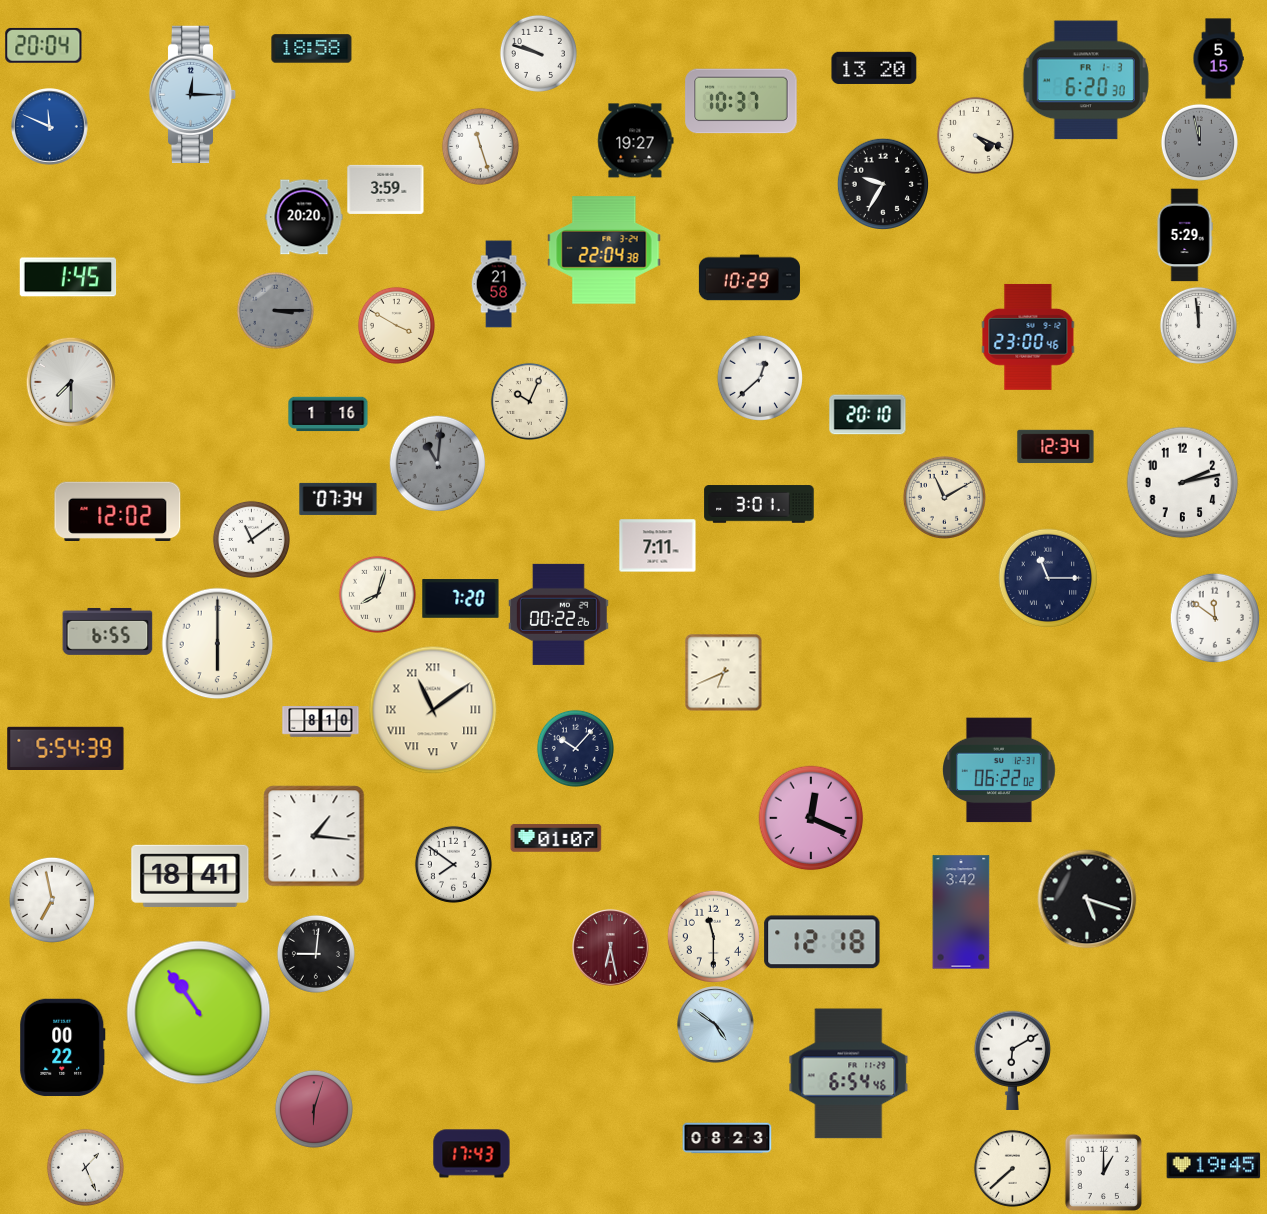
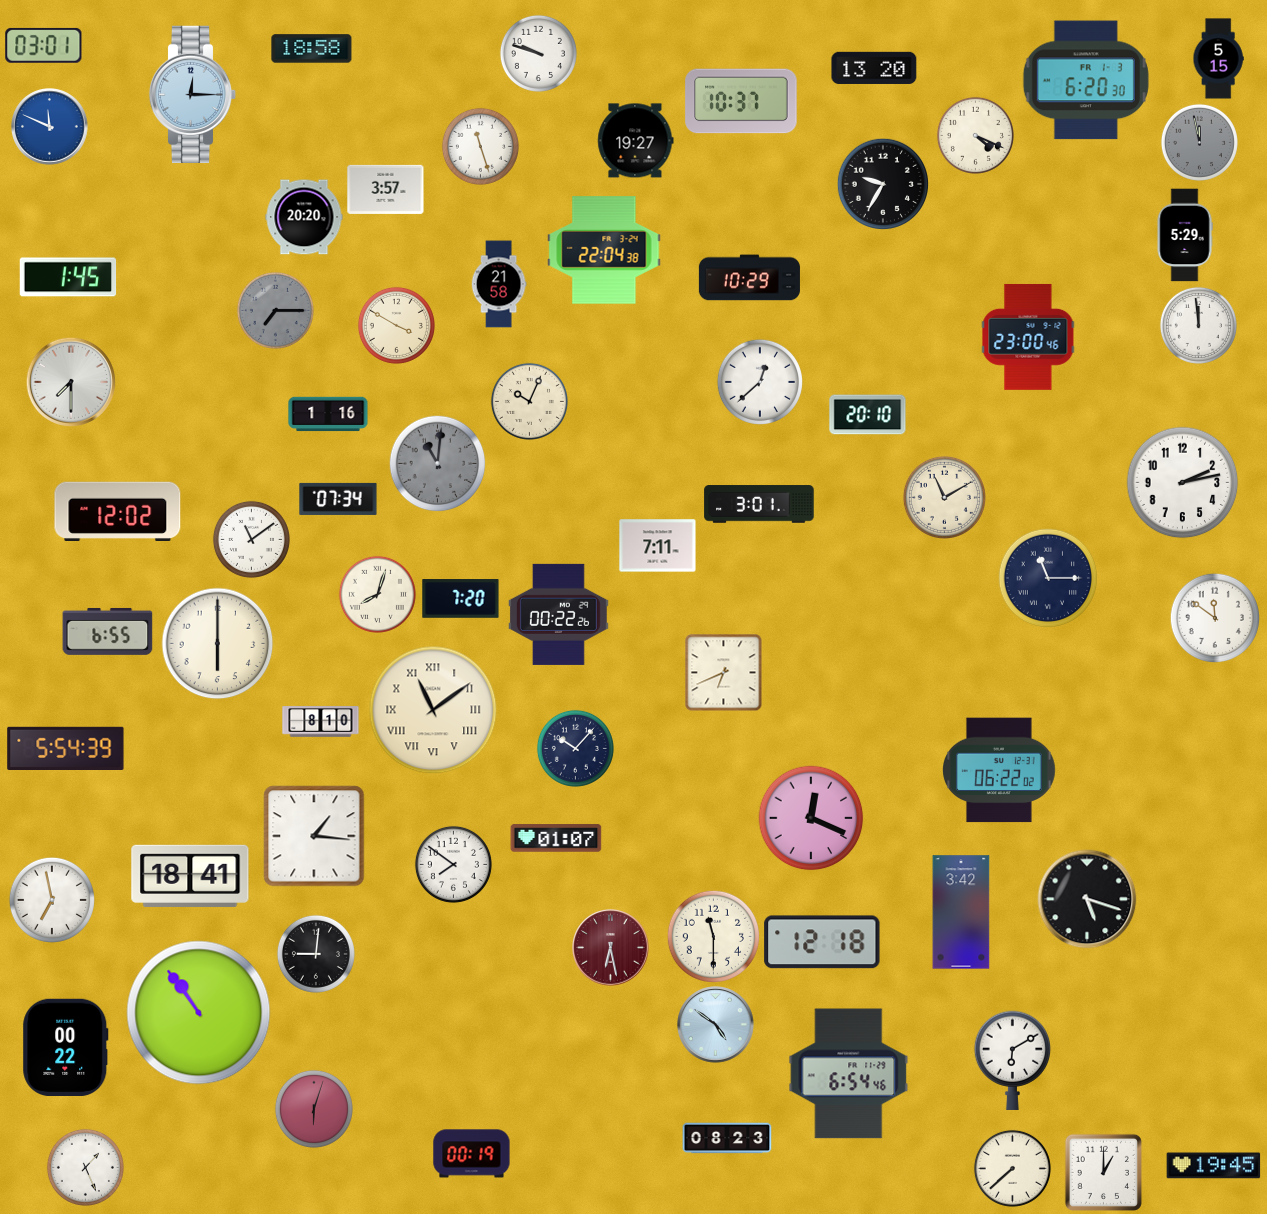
clock at (44, 45): 20:04 -> 03:01
clock at (386, 189): 3:59 -> 3:57
clock at (275, 310): 3:15 -> 7:15
clock at (760, 378) position: (760, 378) -> (760, 382)
clock at (1056, 447): 12:34 -> none
clock at (63, 1047) position: (63, 1047) -> (66, 1047)
clock at (472, 1154): 17:43 -> 00:19
